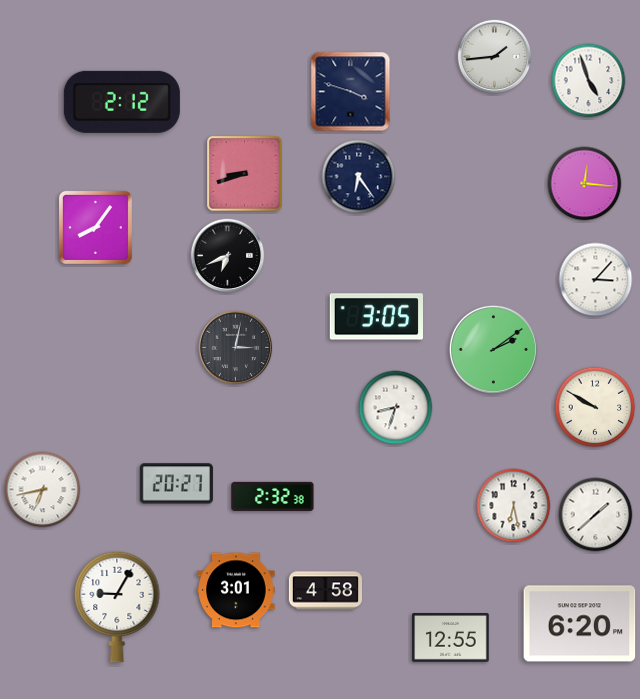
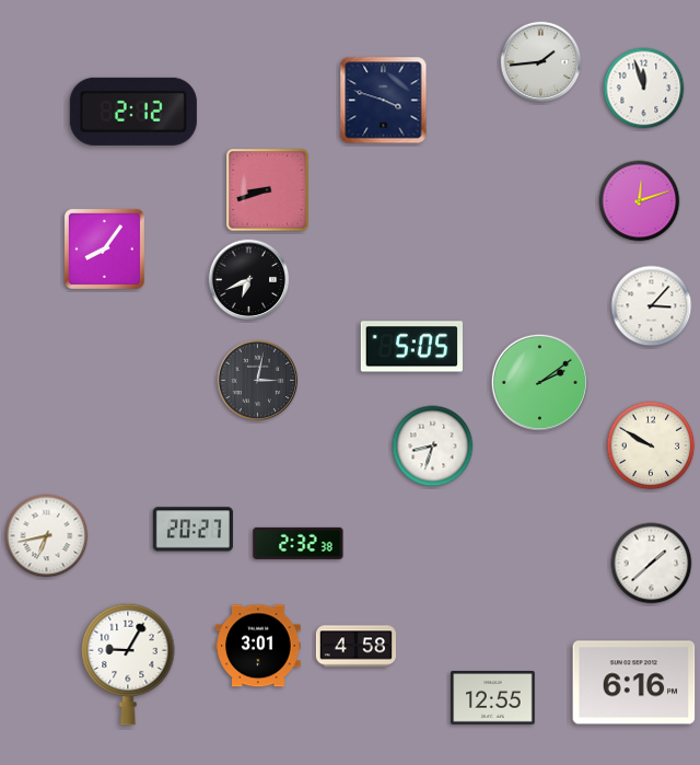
clock at (589, 81): 4:57 -> 11:57
clock at (359, 177): 6:24 -> none
clock at (585, 184): 12:16 -> 12:12
clock at (376, 317): 3:05 -> 5:05
clock at (514, 506): 6:28 -> none
clock at (580, 624): 6:20 -> 6:16
